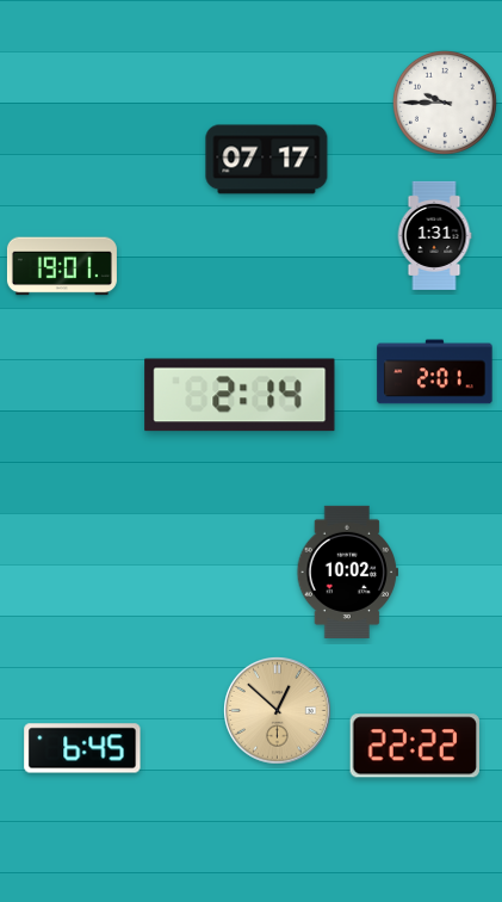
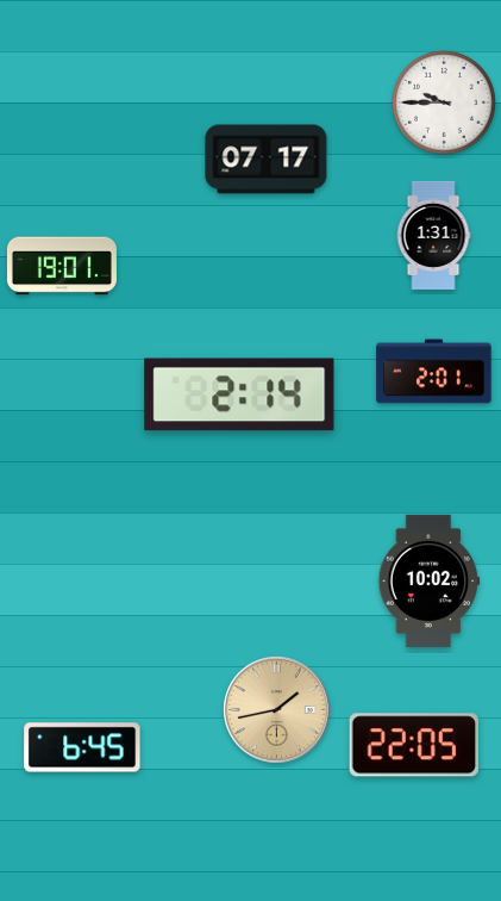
clock at (347, 572) position: (347, 572) -> (428, 580)
clock at (278, 711): 12:52 -> 1:43
clock at (415, 746): 22:22 -> 22:05
